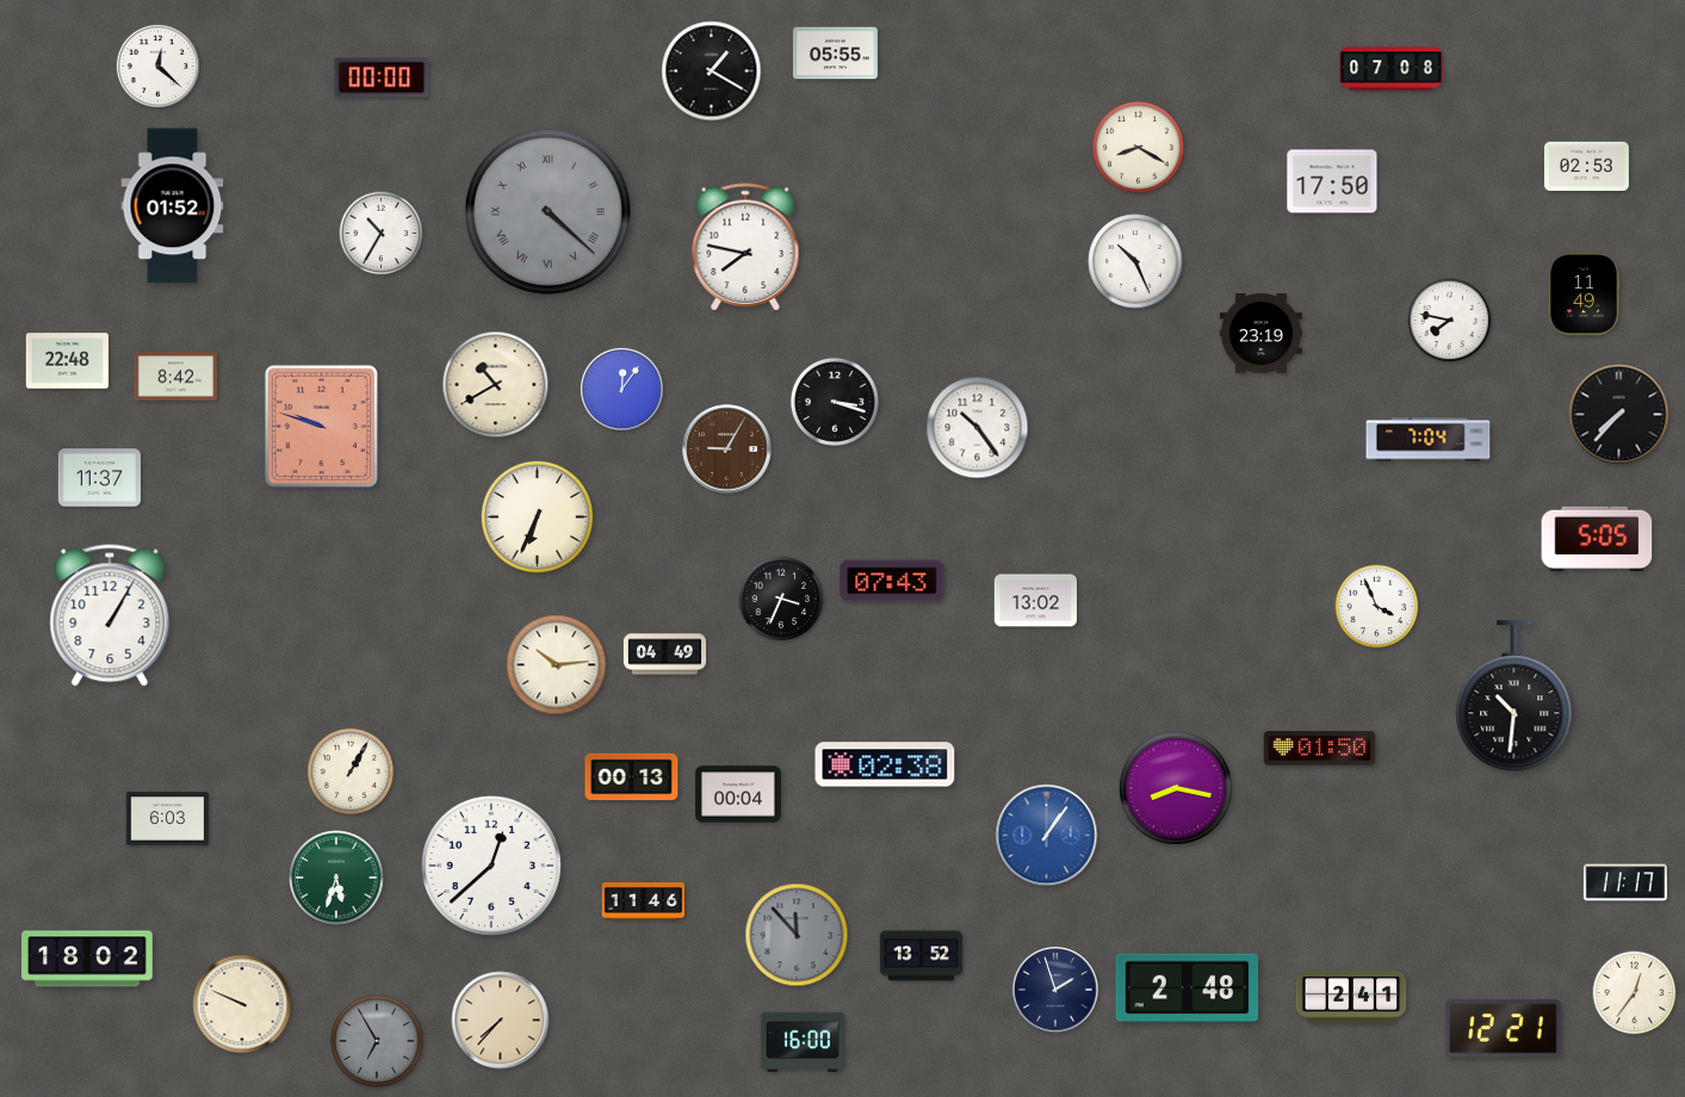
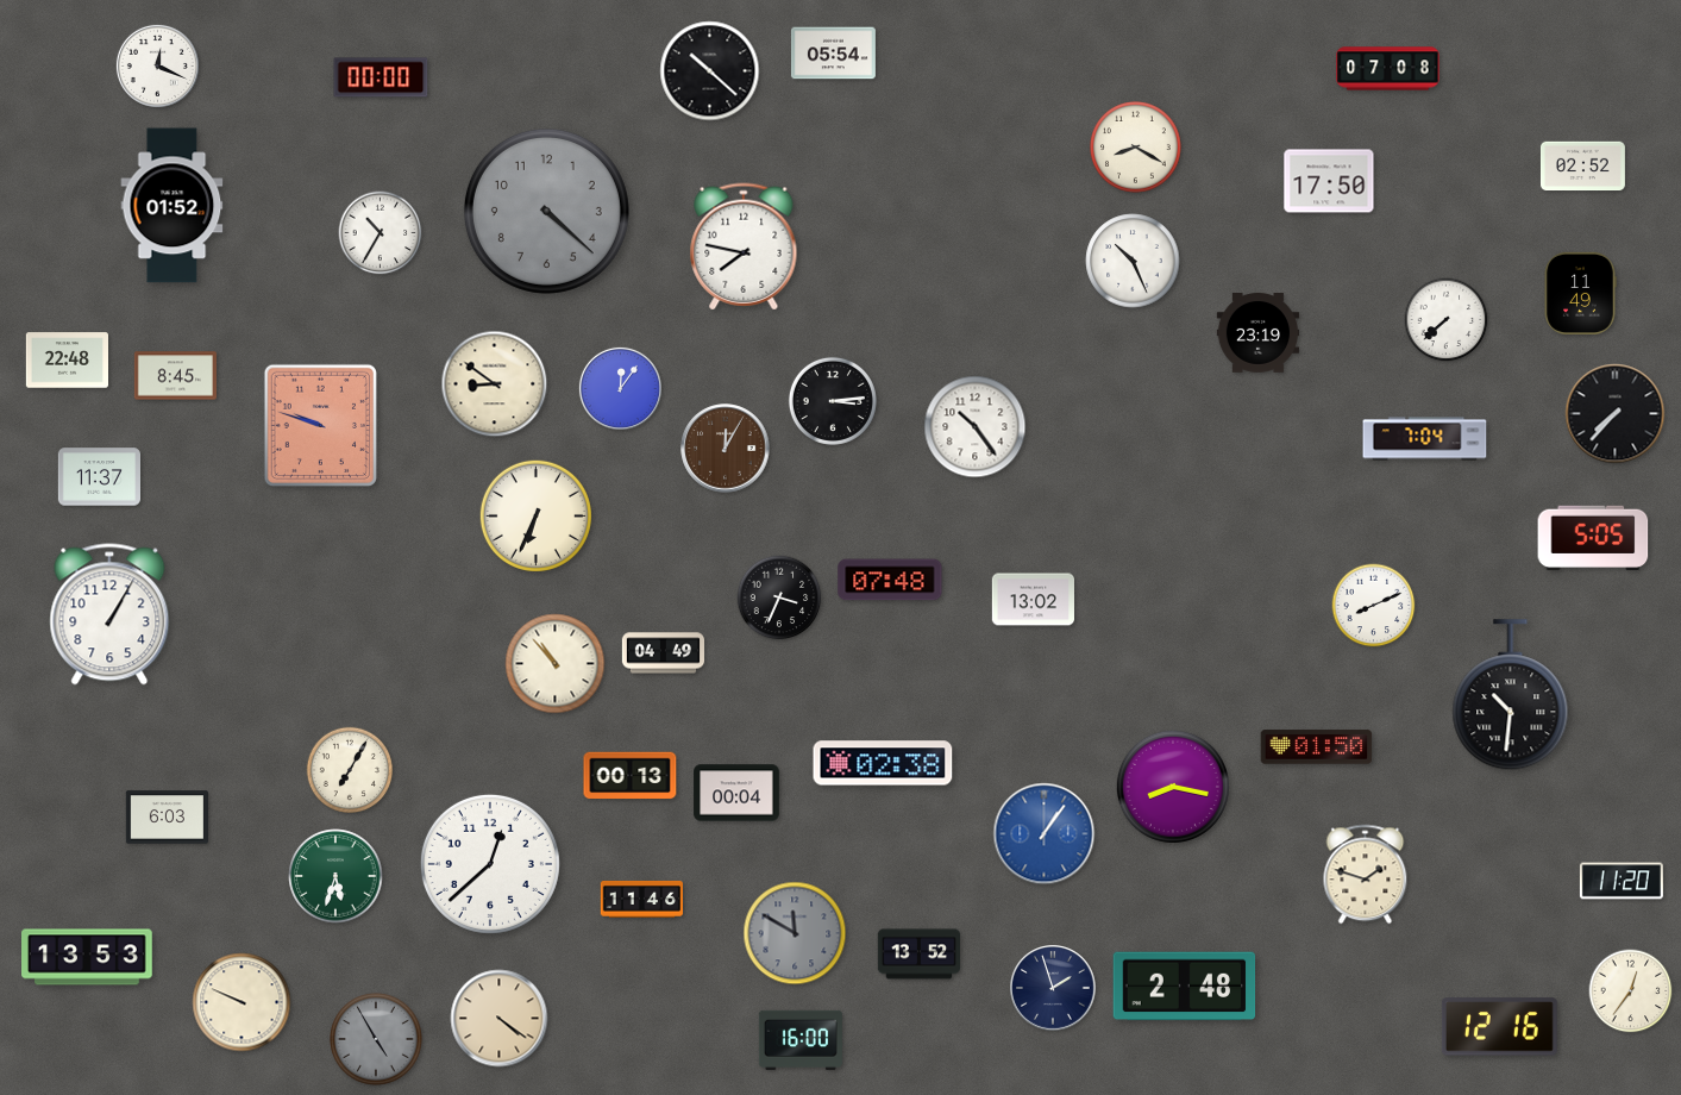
clock at (835, 54): 05:55 -> 05:54
clock at (157, 66): 12:22 -> 12:19
clock at (712, 72): 1:20 -> 10:22
clock at (1586, 167): 02:53 -> 02:52
clock at (547, 211) numerals: Roman -> Arabic
clock at (1450, 321): 7:47 -> 7:38
clock at (175, 377): 8:42 -> 8:45
clock at (496, 385): 10:40 -> 8:51
clock at (835, 402): 3:18 -> 3:14
clock at (727, 450): 9:05 -> 12:05
clock at (892, 581): 07:43 -> 07:48
clock at (1377, 607): 3:56 -> 8:11
clock at (557, 665): 10:14 -> 10:53
clock at (351, 771): 1:05 -> 7:05
clock at (1366, 875): none -> 1:48
clock at (1625, 882): 11:17 -> 11:20
clock at (797, 935): 11:53 -> 11:50
clock at (88, 959): 18:02 -> 13:53
clock at (1351, 997): 2:41 -> none
clock at (501, 1021): 7:37 -> 4:21
clock at (1503, 1029): 12:21 -> 12:16
clock at (377, 1041): 6:55 -> 4:55
